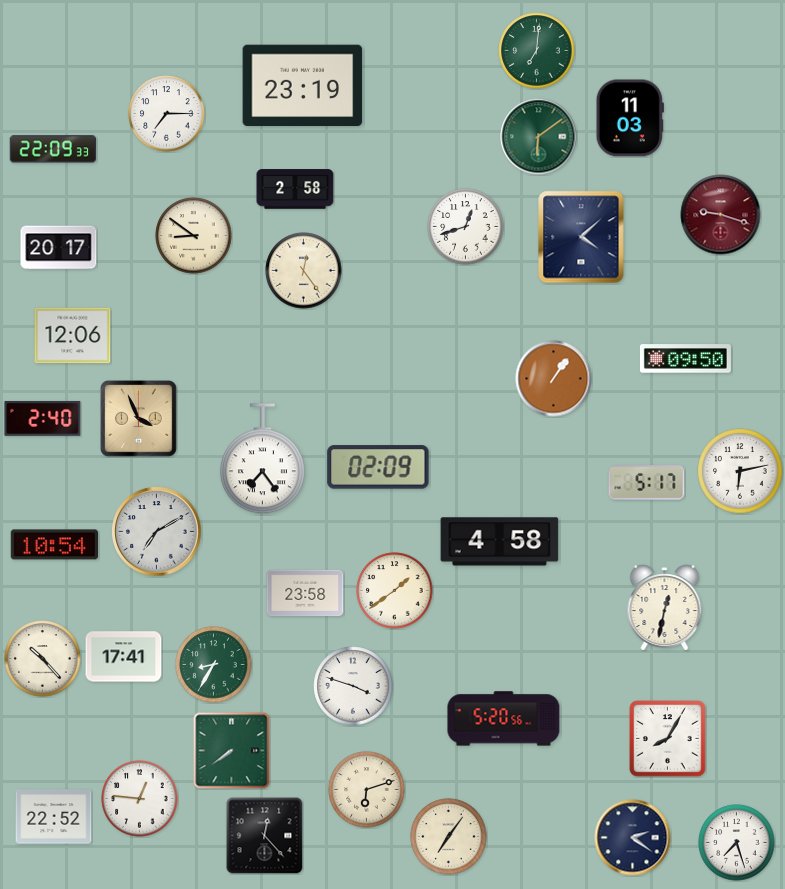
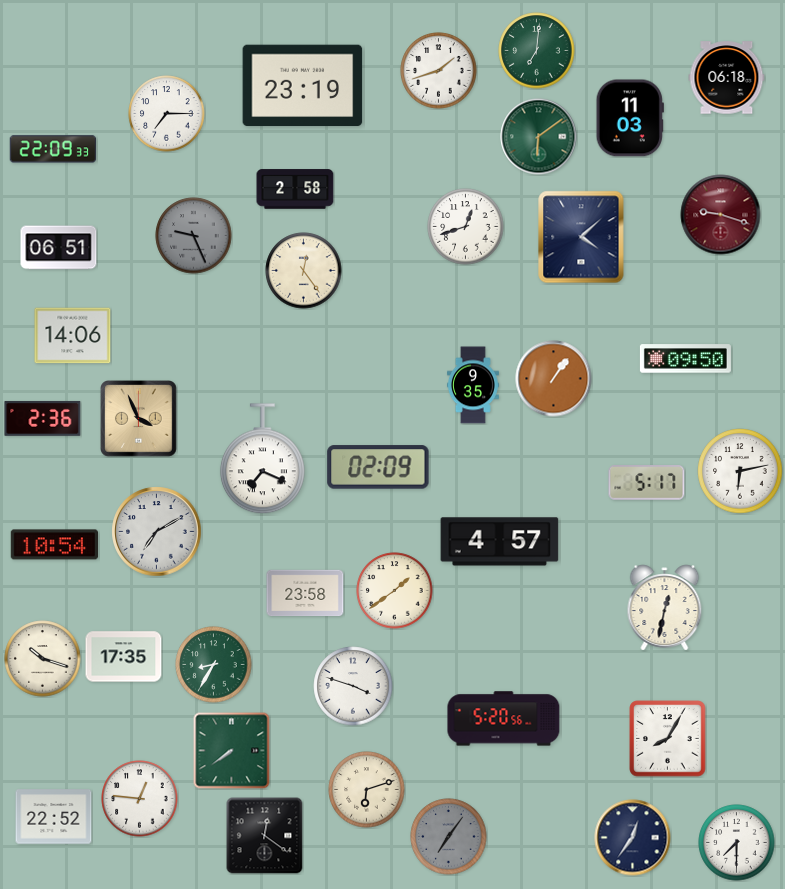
clock at (439, 71): none -> 1:42
clock at (727, 78): none -> 06:18
clock at (194, 236): 8:51 -> 9:26
clock at (194, 236) dial: cream -> grey
clock at (59, 248): 20:17 -> 06:51
clock at (73, 336): 12:06 -> 14:06
clock at (473, 385): none -> 9:35
clock at (43, 419): 2:40 -> 2:36
clock at (262, 459): 7:24 -> 7:19
clock at (500, 542): 4:58 -> 4:57
clock at (124, 657): 17:41 -> 17:35
clock at (43, 659): 10:23 -> 10:18
clock at (265, 836): 12:23 -> 12:21
clock at (449, 837) dial: cream -> grey
clock at (633, 838): 2:21 -> 12:36
clock at (737, 843): 7:27 -> 7:30
